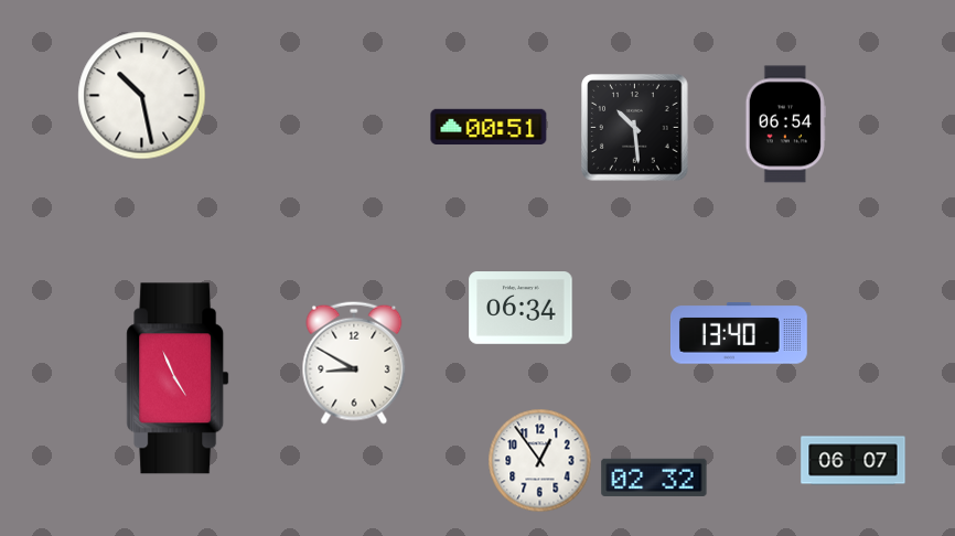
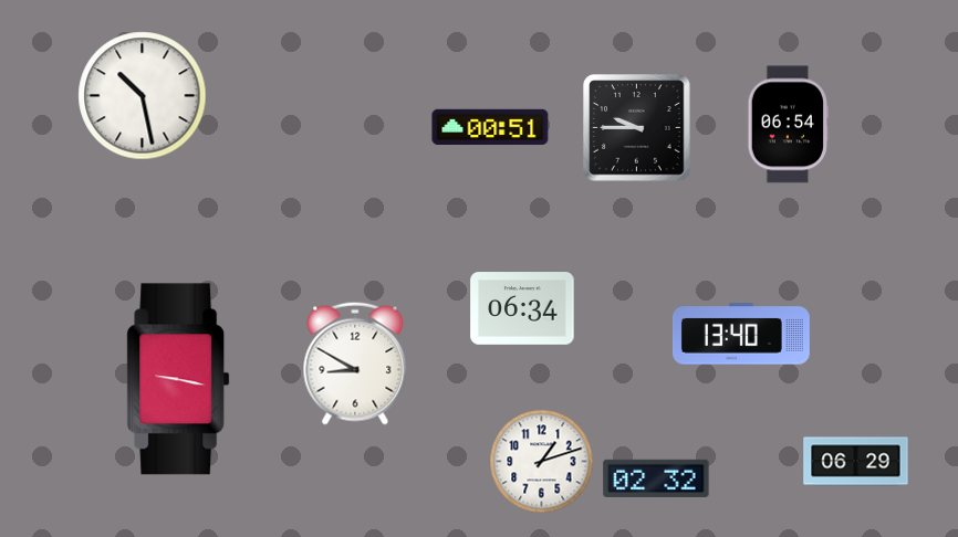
clock at (635, 128): 10:29 -> 9:45
clock at (178, 378): 4:56 -> 9:17
clock at (540, 461): 12:54 -> 1:12
clock at (854, 461): 06:07 -> 06:29
